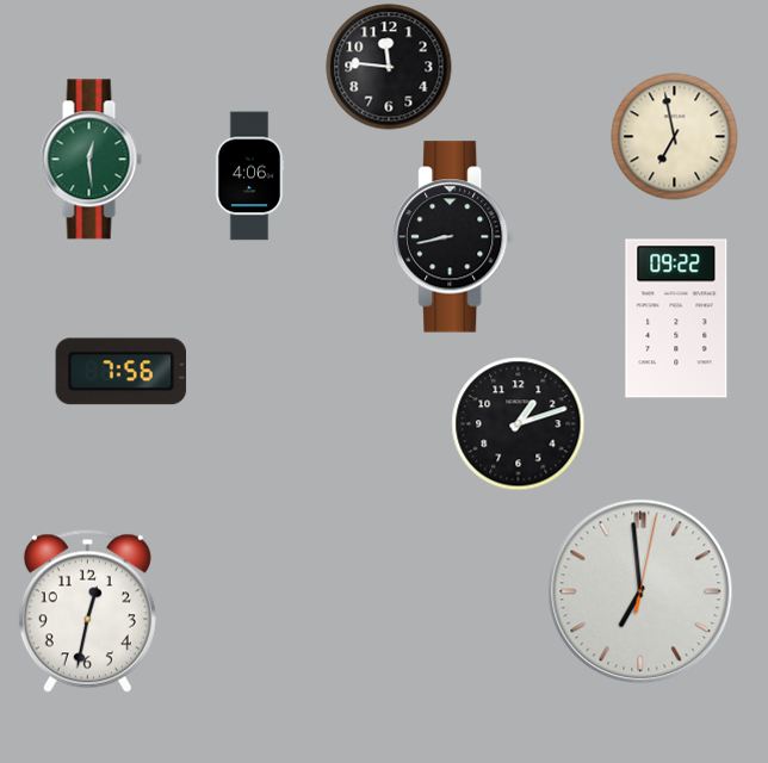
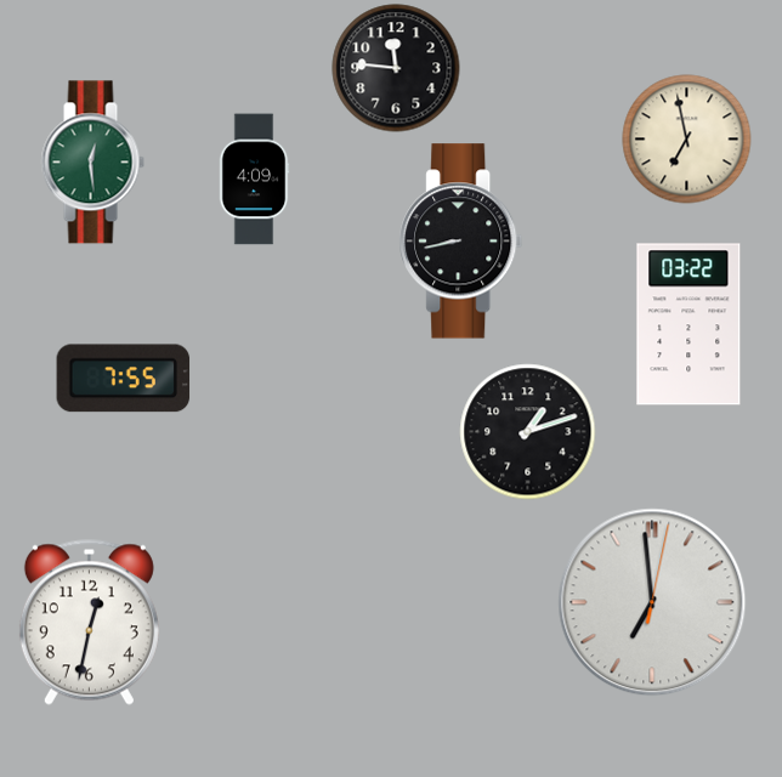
clock at (249, 176): 4:06 -> 4:09
clock at (676, 318): 09:22 -> 03:22
clock at (122, 372): 7:56 -> 7:55
